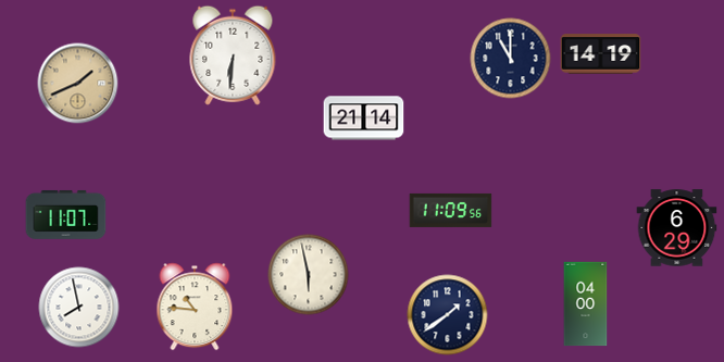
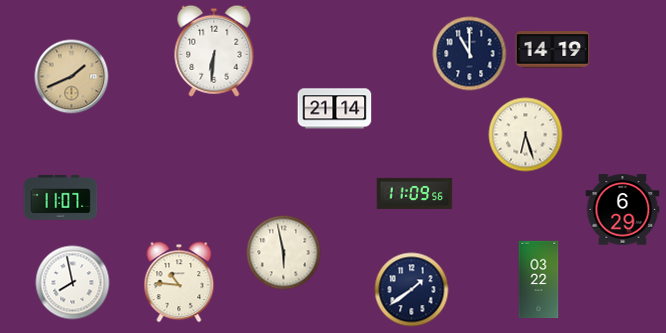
clock at (526, 135): none -> 6:27
clock at (586, 304): 04:00 -> 03:22
